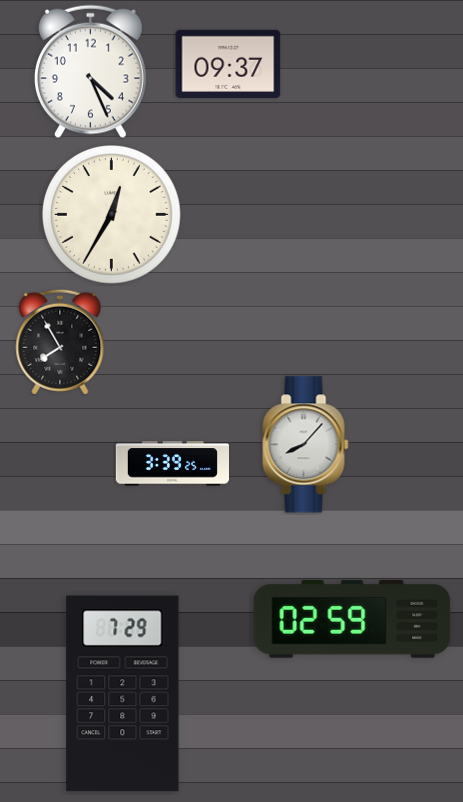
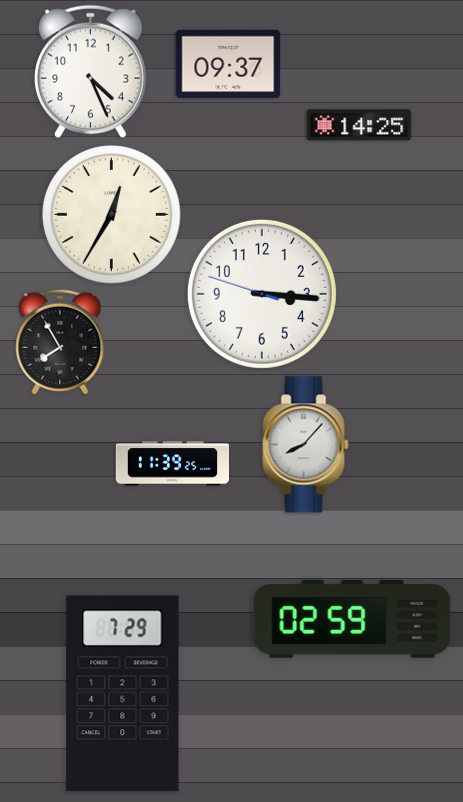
clock at (359, 125): none -> 14:25
clock at (262, 294): none -> 3:15
clock at (172, 464): 3:39 -> 11:39
